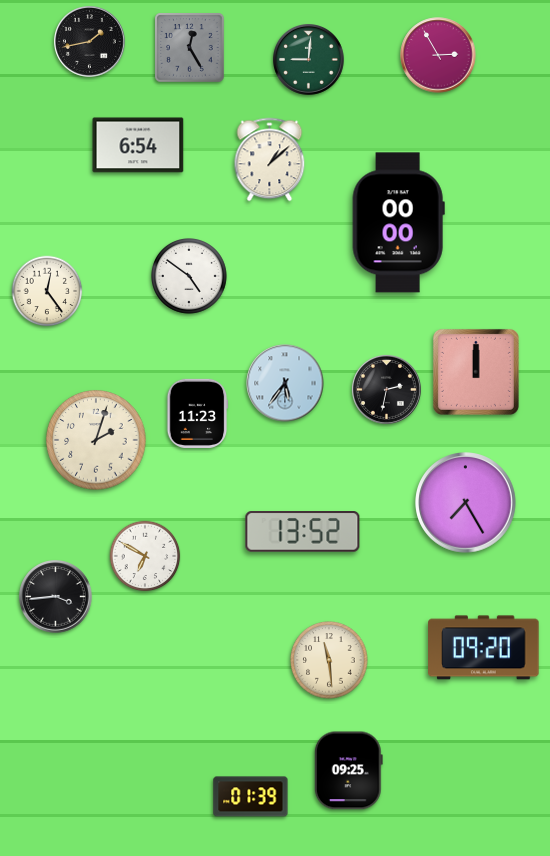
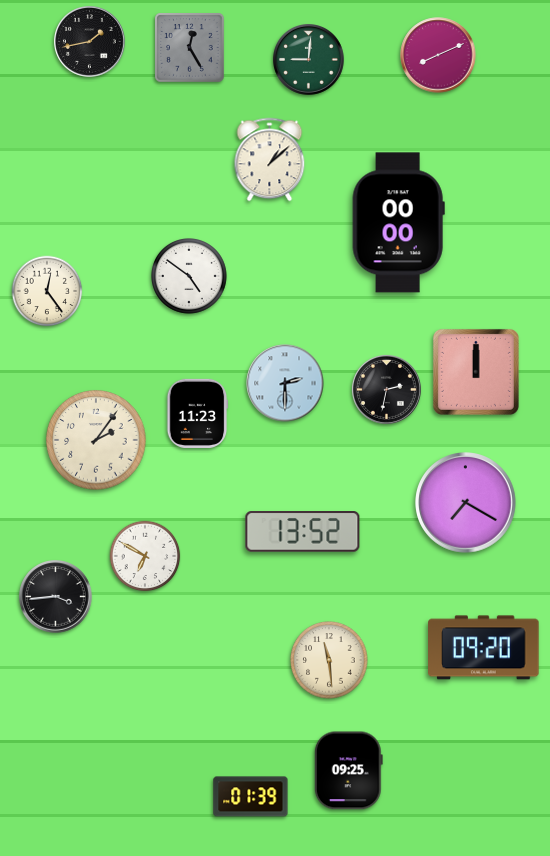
clock at (438, 55): 2:55 -> 8:11
clock at (138, 145): 6:54 -> none
clock at (285, 383): 5:36 -> 2:30
clock at (96, 440): 2:03 -> 2:06
clock at (466, 503): 7:25 -> 7:20
